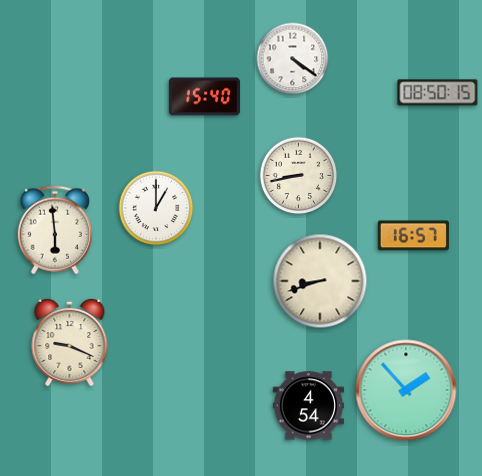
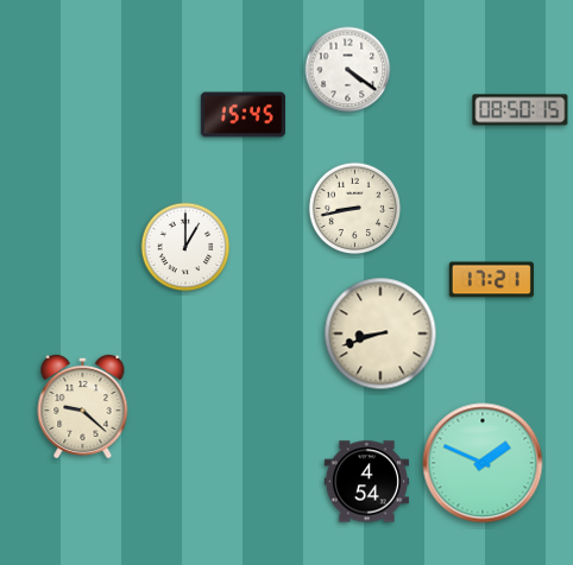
clock at (204, 97): 15:40 -> 15:45
clock at (55, 230): 5:59 -> none
clock at (413, 236): 16:57 -> 17:21
clock at (70, 342): 9:19 -> 9:22
clock at (406, 390): 1:53 -> 1:49
